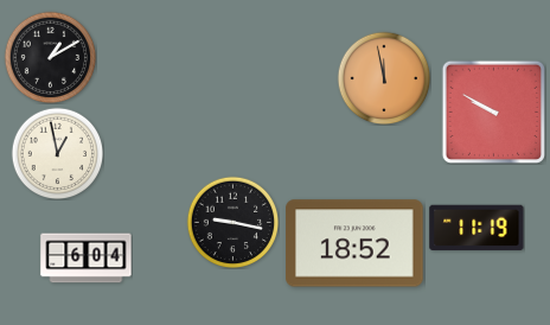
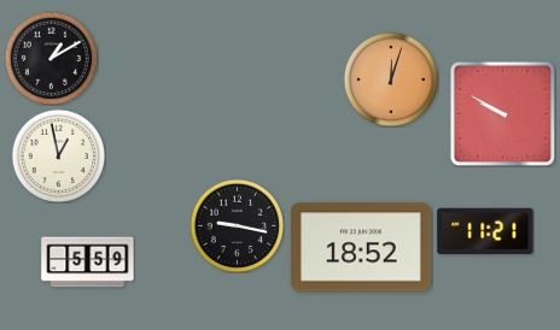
clock at (384, 78): 11:58 -> 12:03
clock at (477, 227): 11:19 -> 11:21
clock at (87, 259): 6:04 -> 5:59
